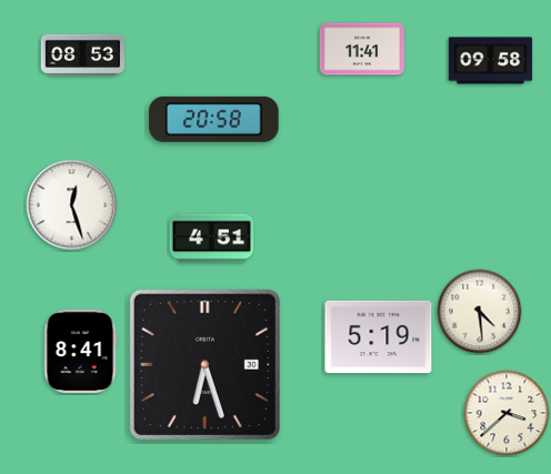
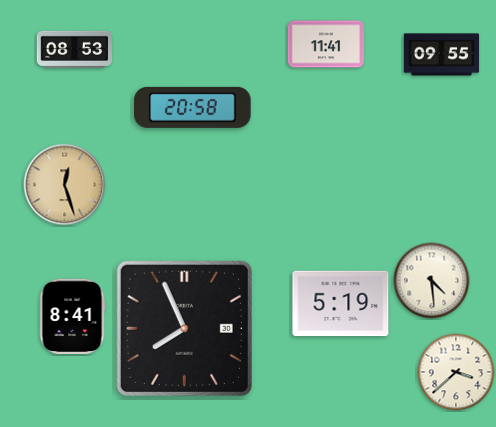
clock at (491, 61): 09:58 -> 09:55
clock at (72, 205) dial: white -> champagne
clock at (212, 239): 4:51 -> none
clock at (204, 364): 6:27 -> 7:56
